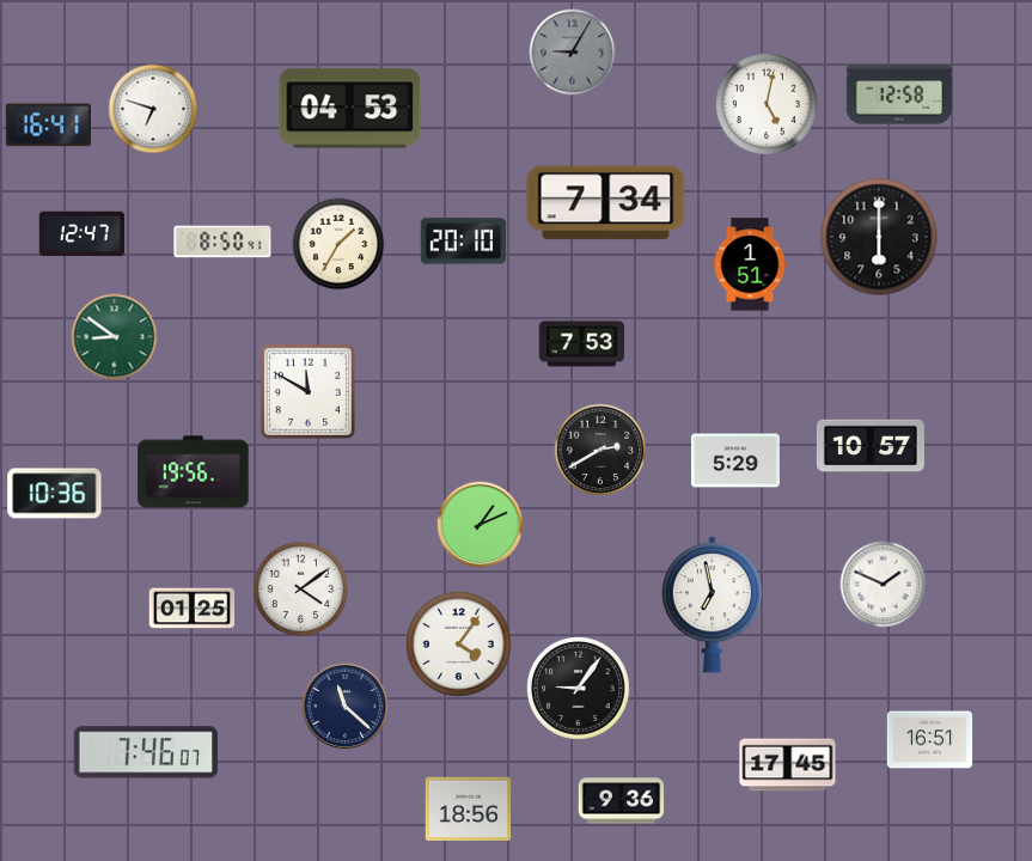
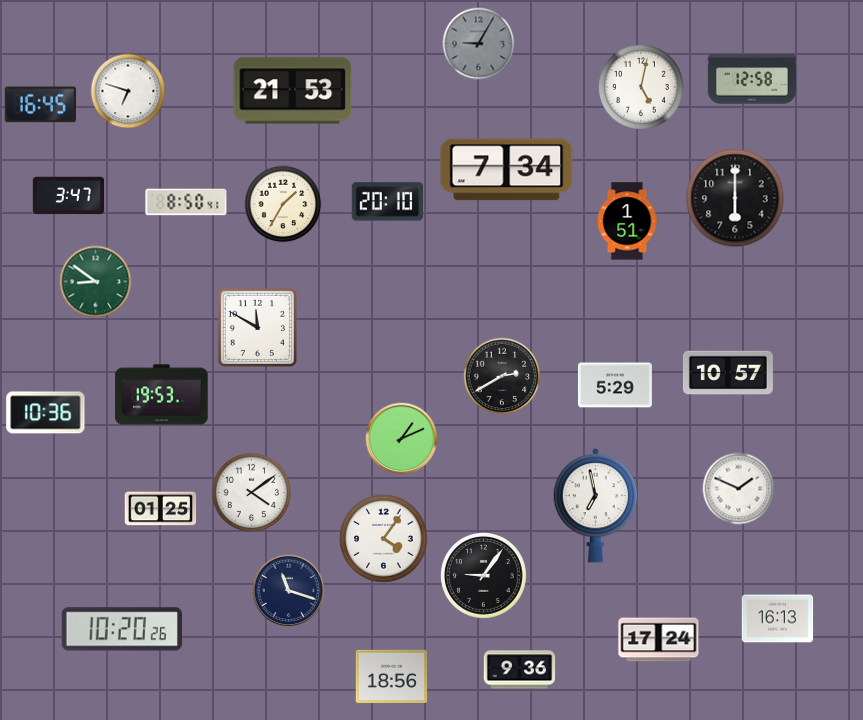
clock at (350, 109): 04:53 -> 21:53
clock at (48, 126): 16:41 -> 16:45
clock at (83, 234): 12:47 -> 3:47
clock at (582, 344): 7:53 -> none
clock at (194, 472): 19:56 -> 19:53
clock at (346, 707): 11:22 -> 11:18
clock at (930, 740): 16:51 -> 16:13
clock at (146, 752): 7:46 -> 10:20
clock at (788, 765): 17:45 -> 17:24
